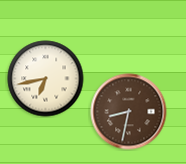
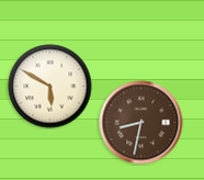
clock at (46, 79): 6:43 -> 5:50
